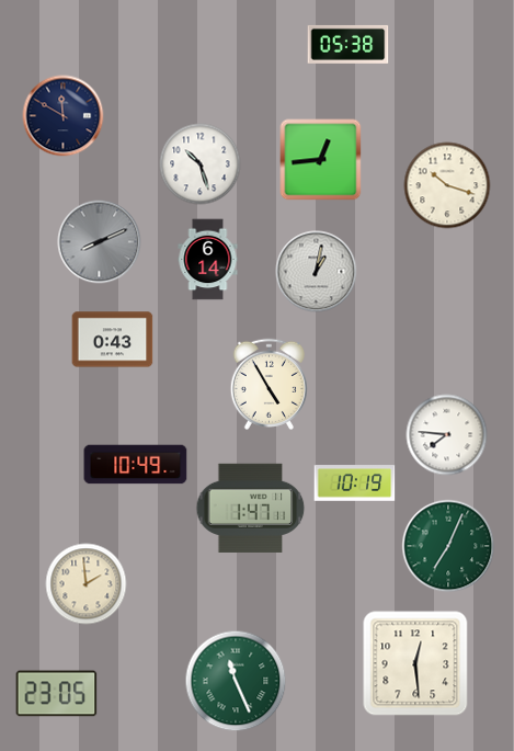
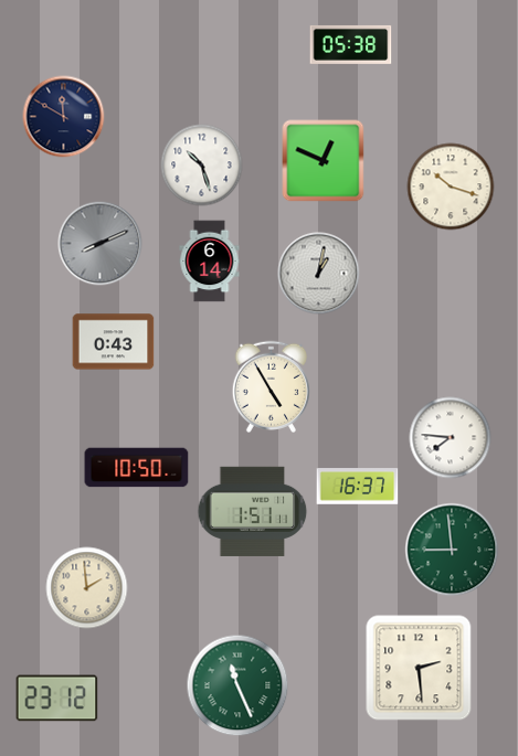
clock at (321, 160): 12:44 -> 12:49
clock at (136, 465): 10:49 -> 10:50
clock at (355, 483): 10:19 -> 16:37
clock at (251, 508): 1:47 -> 1:51
clock at (448, 546): 7:04 -> 8:59
clock at (415, 663): 12:29 -> 2:29
clock at (57, 694): 23:05 -> 23:12
